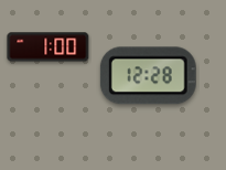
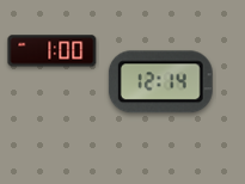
clock at (148, 76): 12:28 -> 12:14
